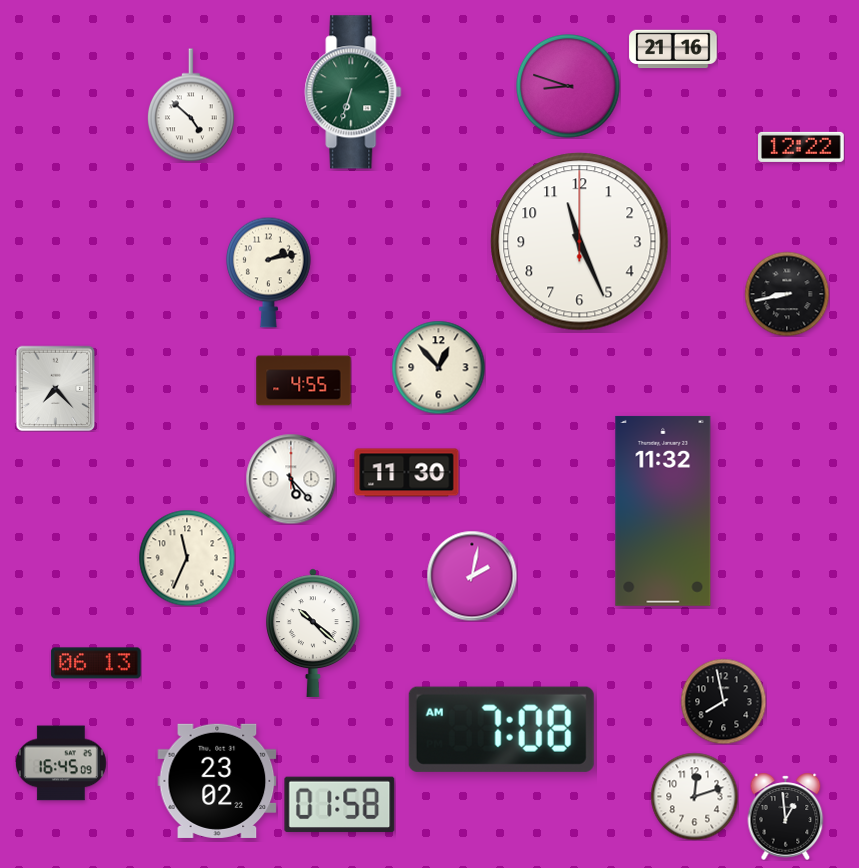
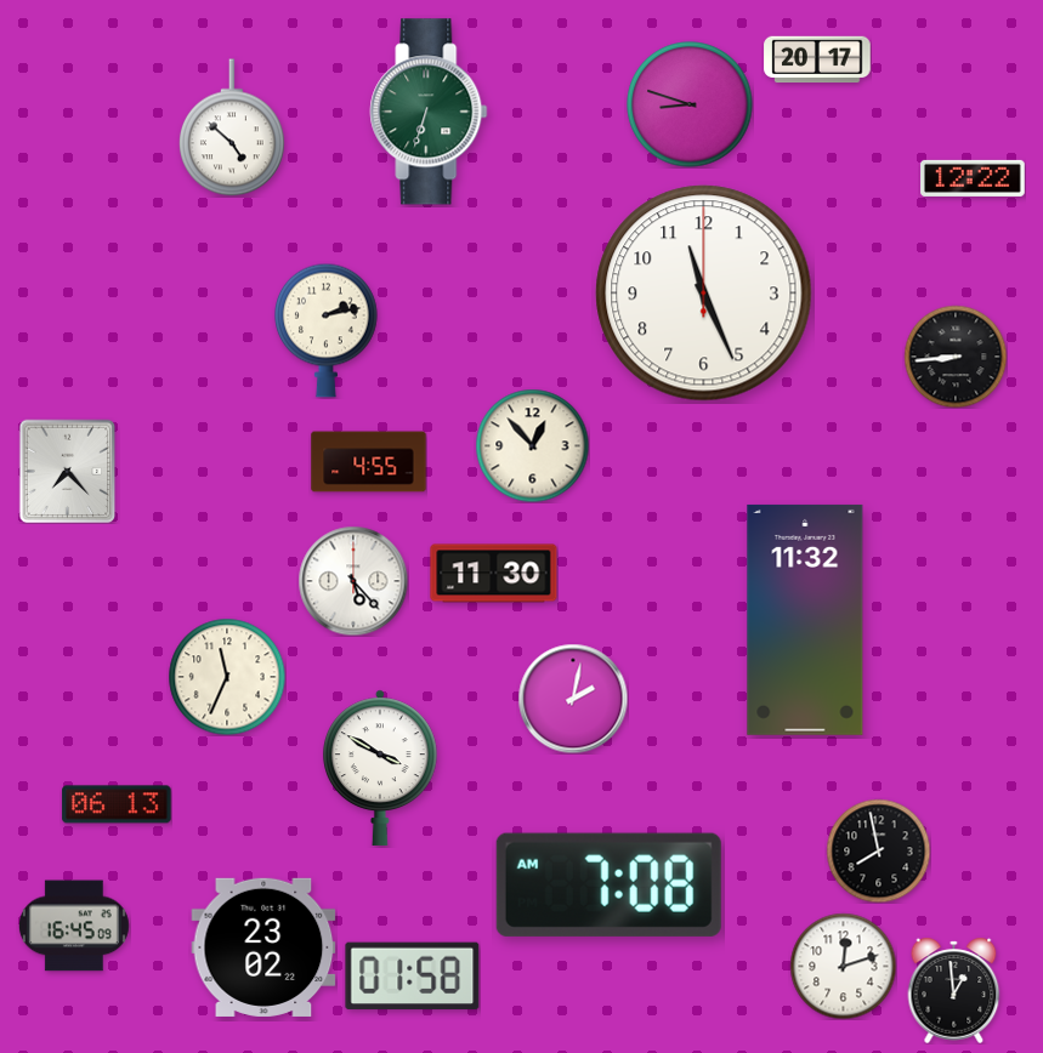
clock at (673, 49): 21:16 -> 20:17
clock at (787, 294): 8:43 -> 8:44
clock at (314, 633): 10:22 -> 3:50
